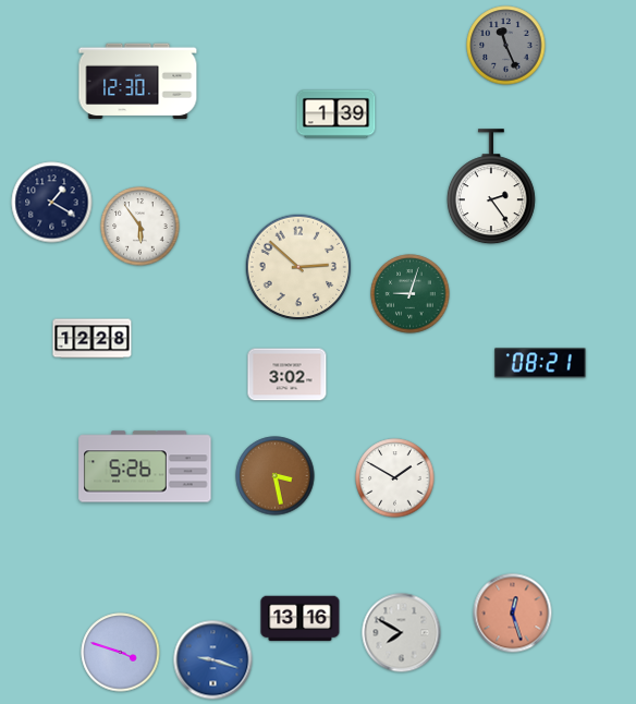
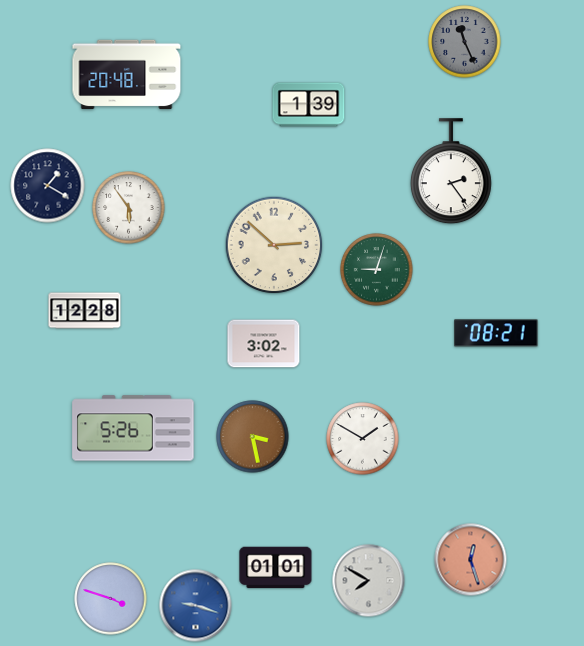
clock at (138, 82): 12:30 -> 20:48
clock at (513, 614) position: (513, 614) -> (471, 560)
clock at (301, 619): 13:16 -> 01:01
